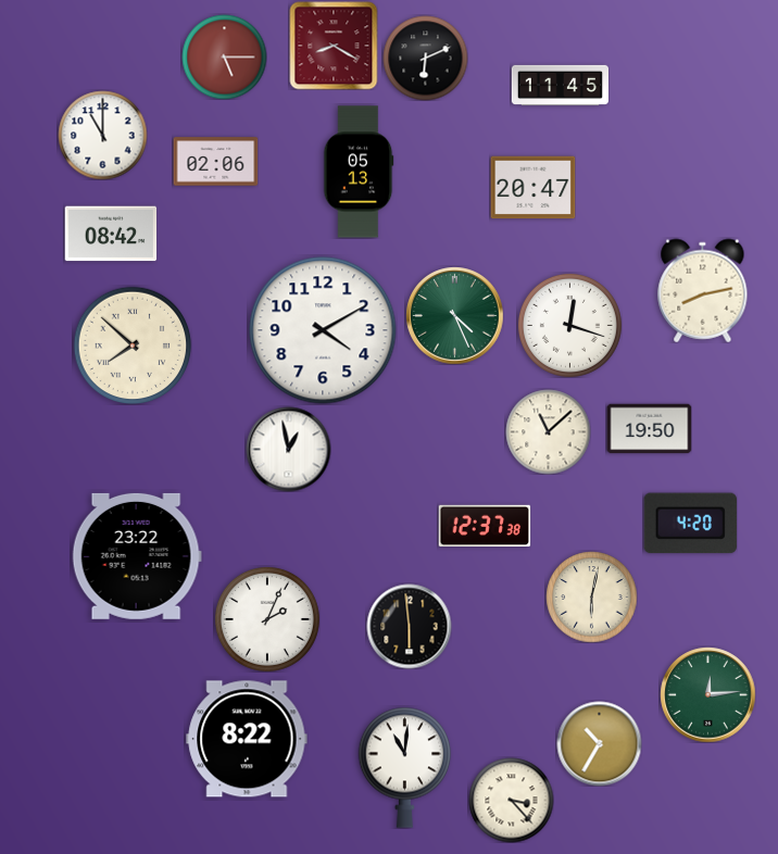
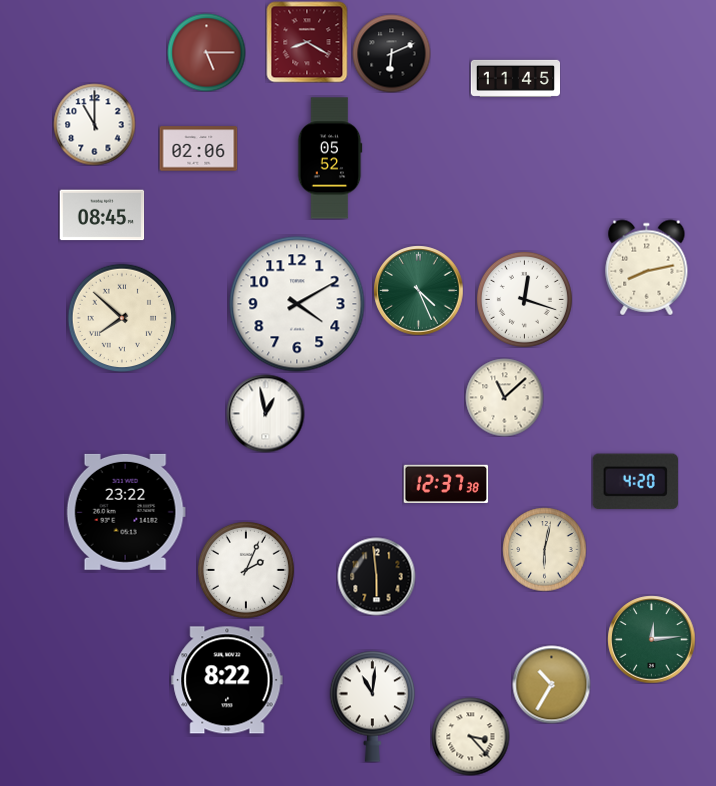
clock at (359, 172): 05:13 -> 05:52
clock at (532, 188): 20:47 -> none
clock at (111, 234): 08:42 -> 08:45
clock at (649, 429): 19:50 -> none
